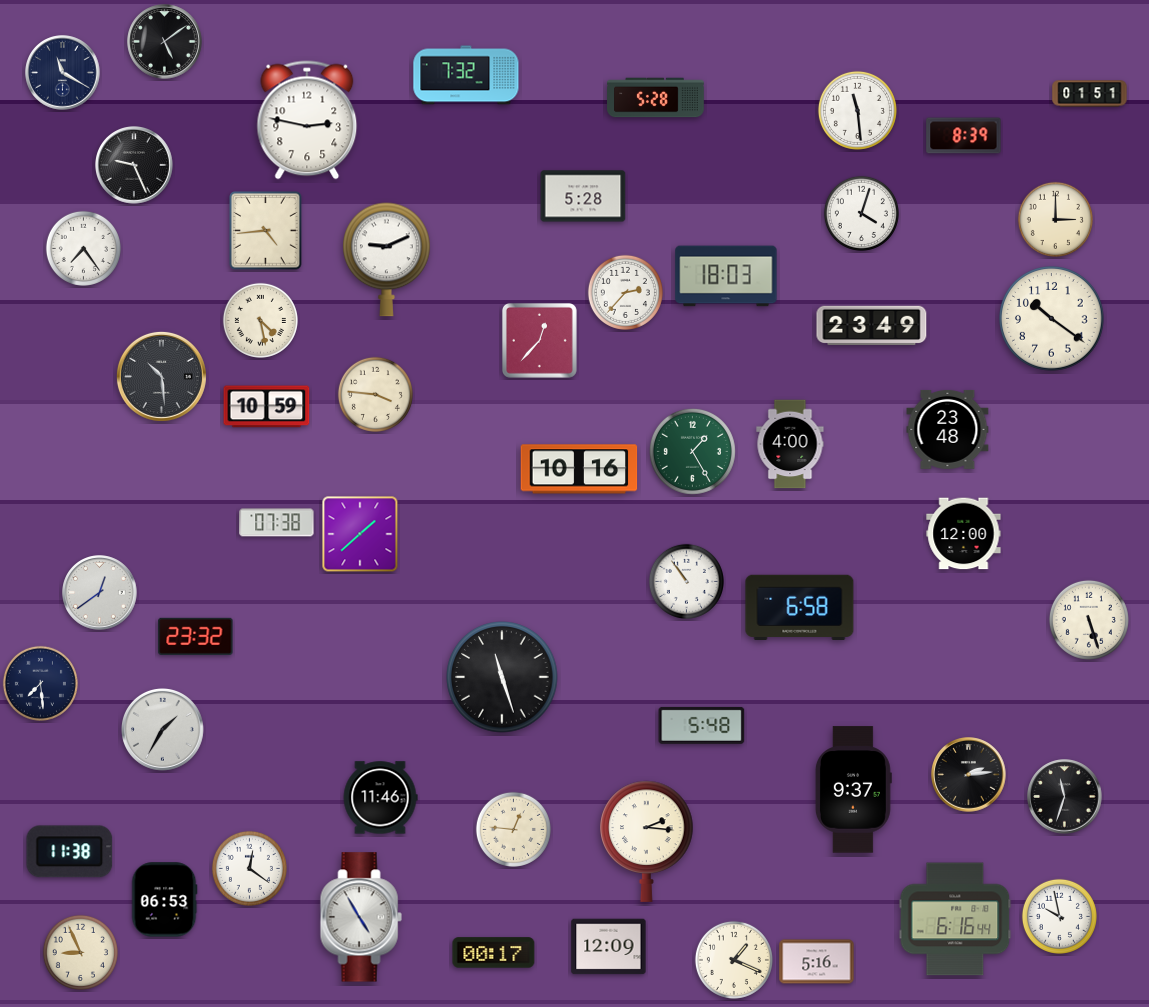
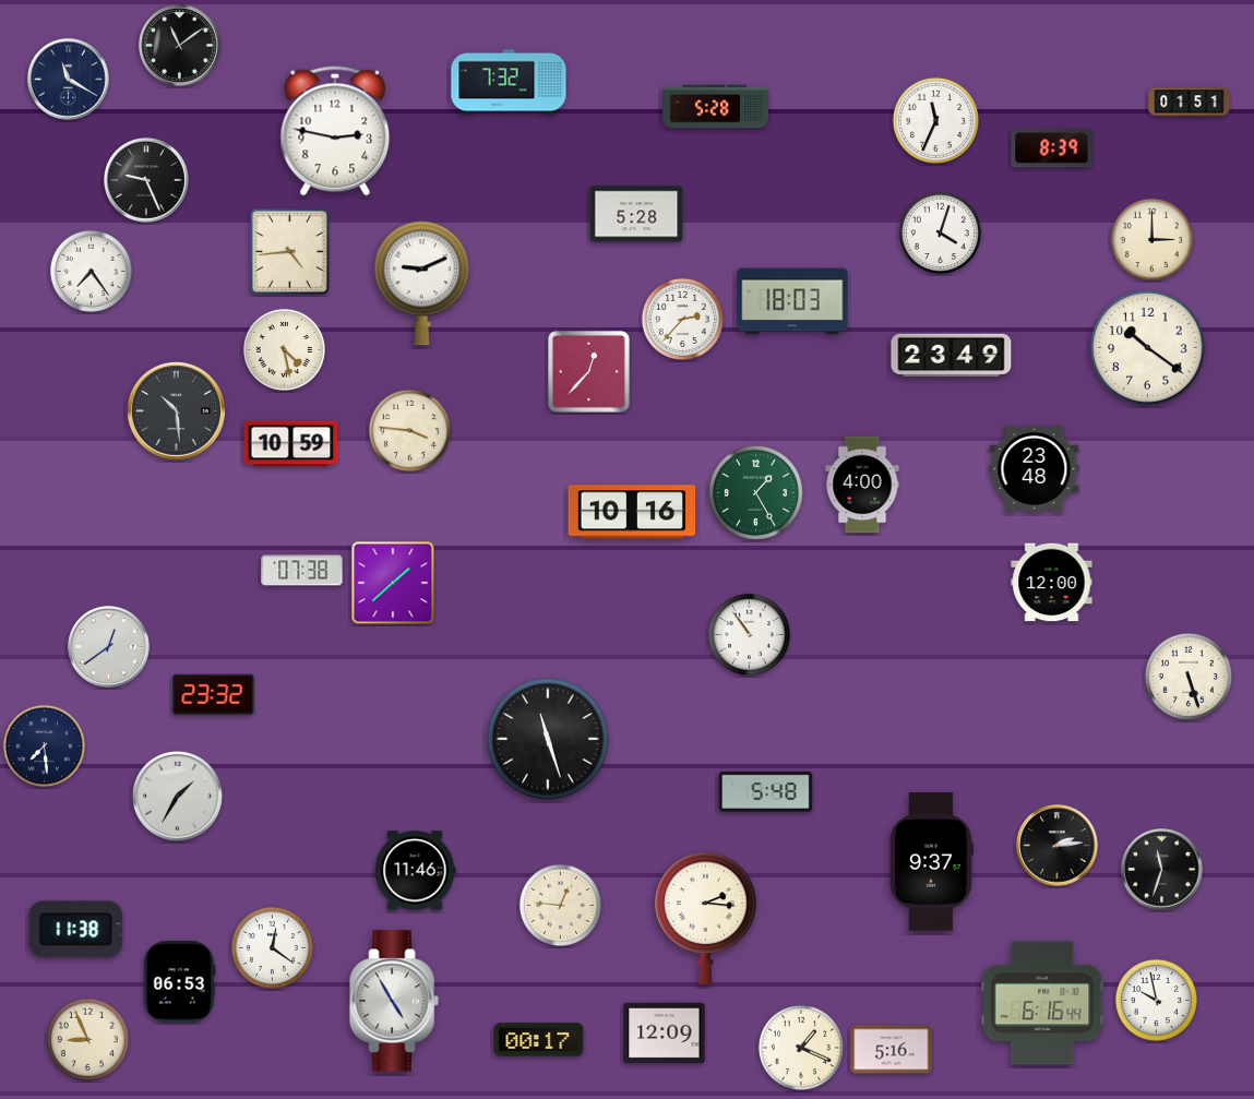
clock at (165, 42): 5:09 -> 11:09
clock at (857, 110): 11:29 -> 11:34
clock at (800, 607): 6:58 -> none
